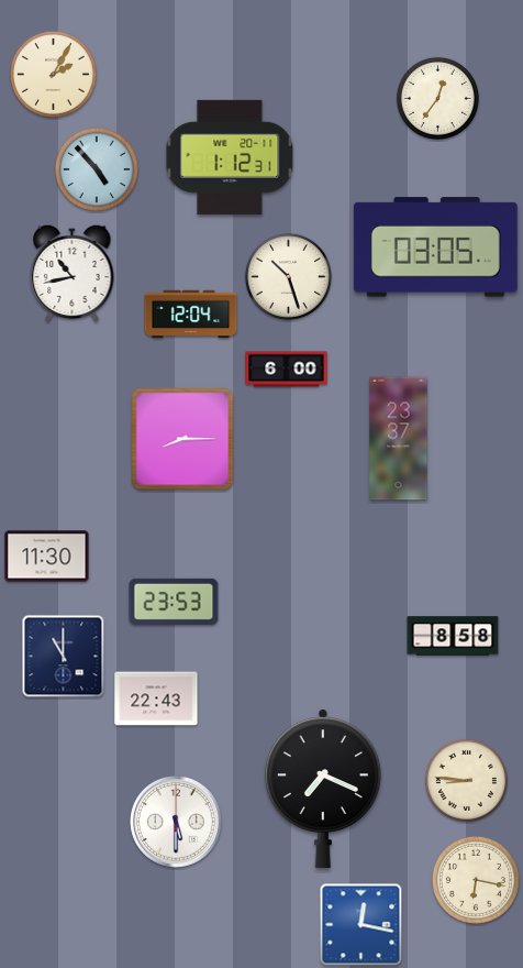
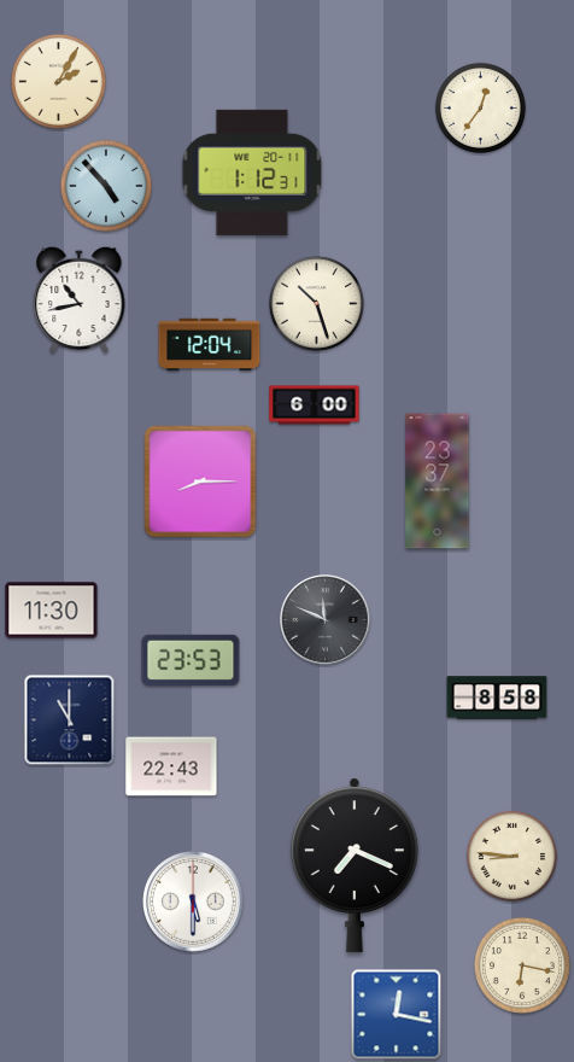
clock at (435, 248): 03:05 -> none
clock at (326, 620): none -> 11:49
